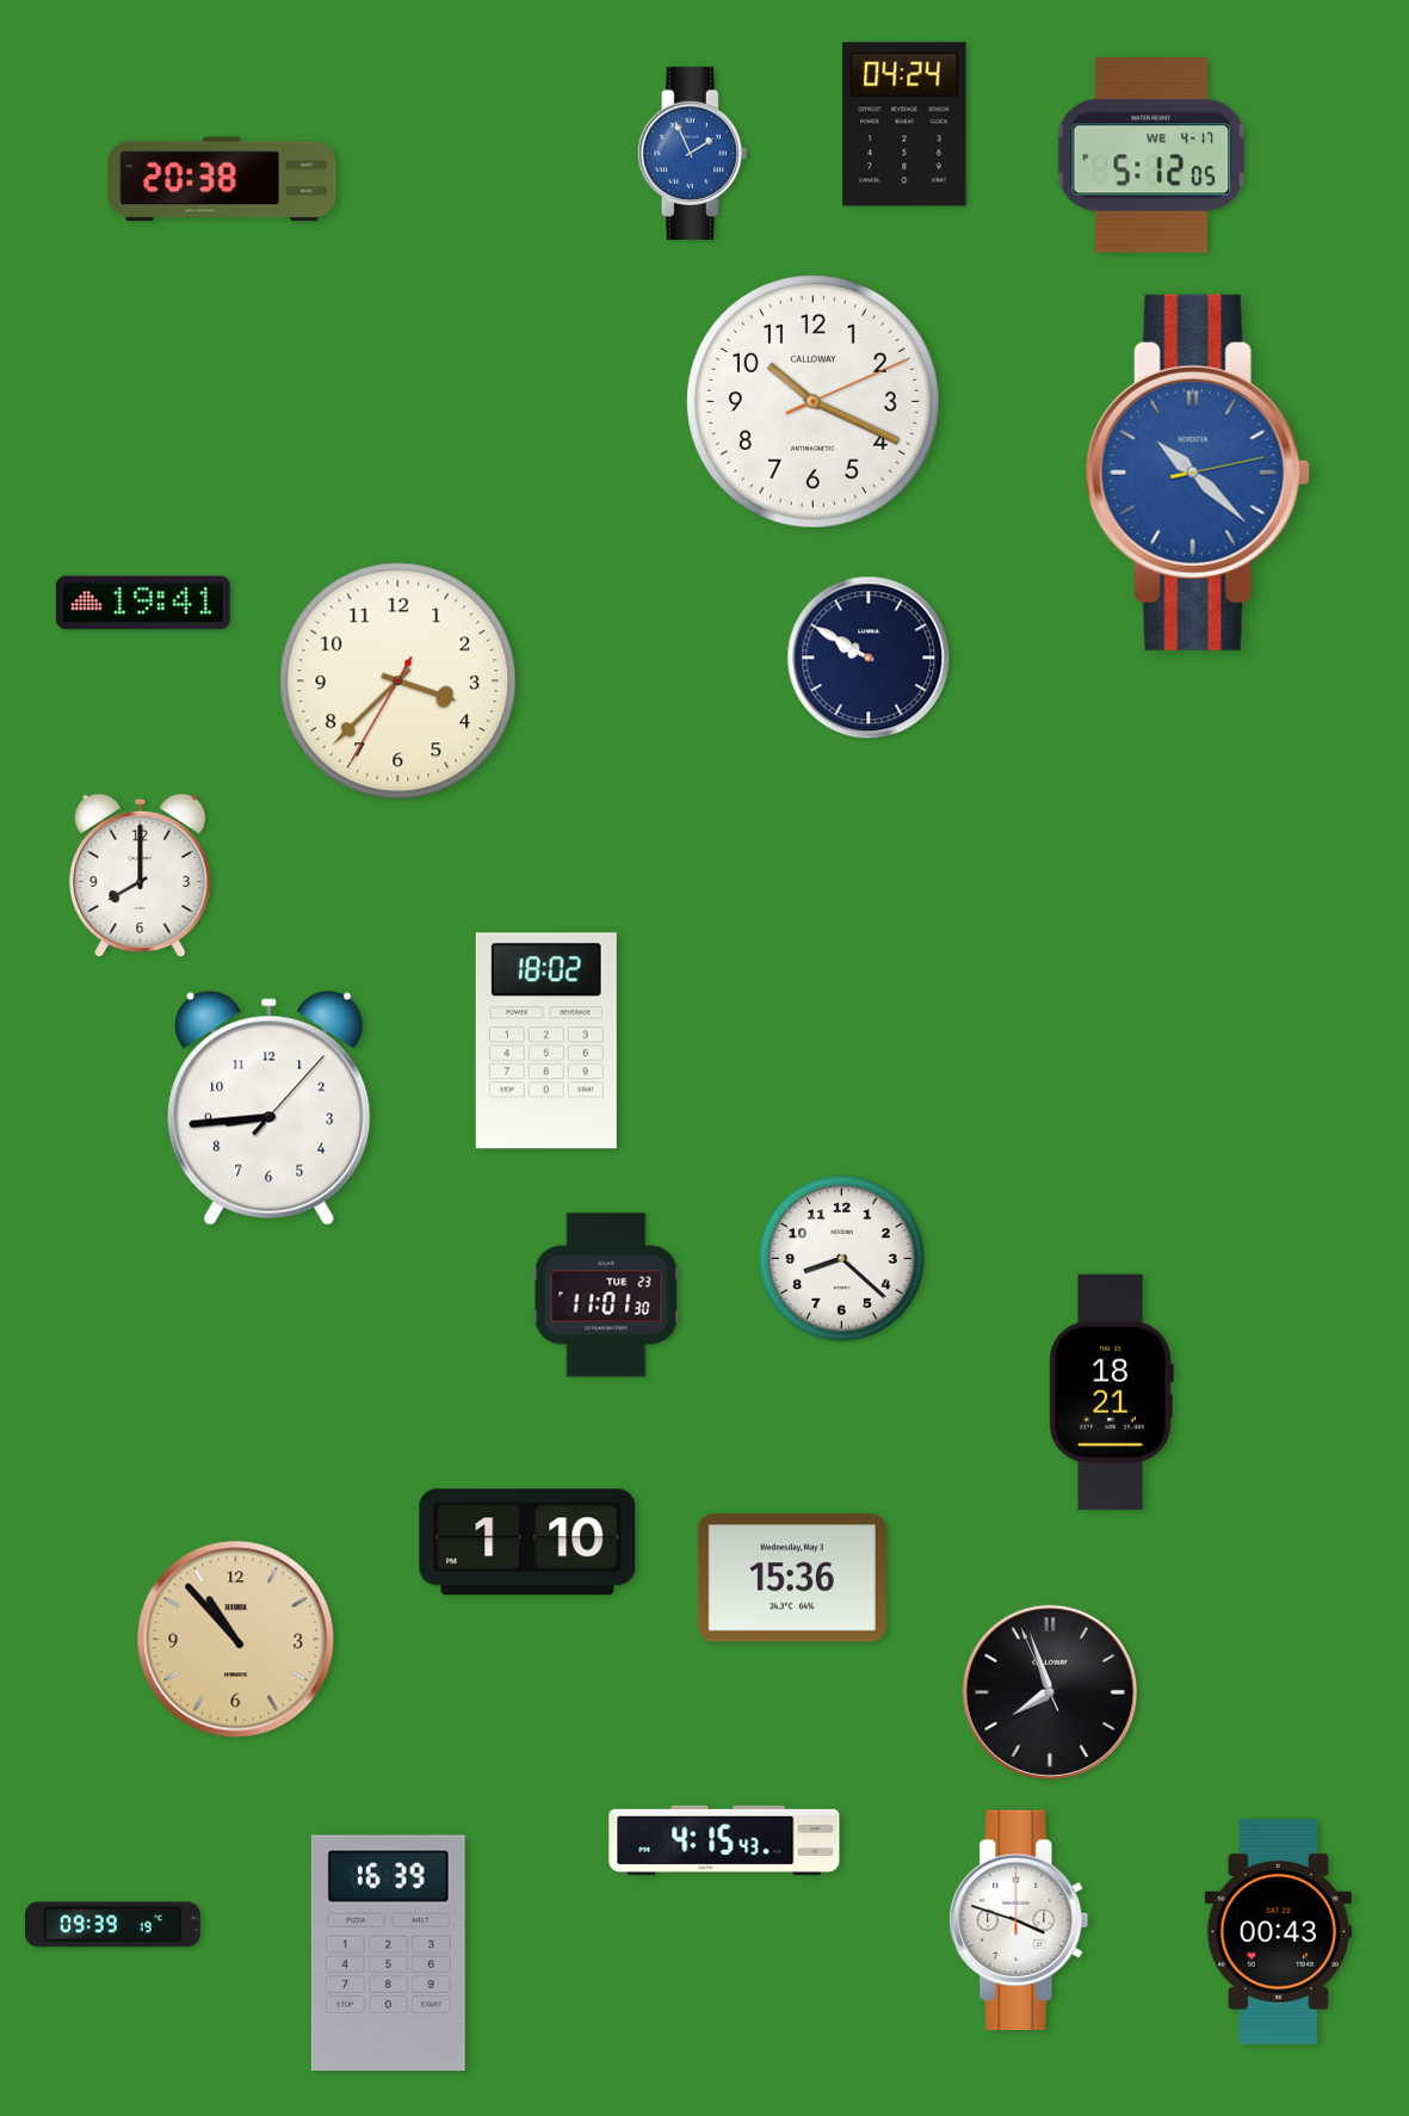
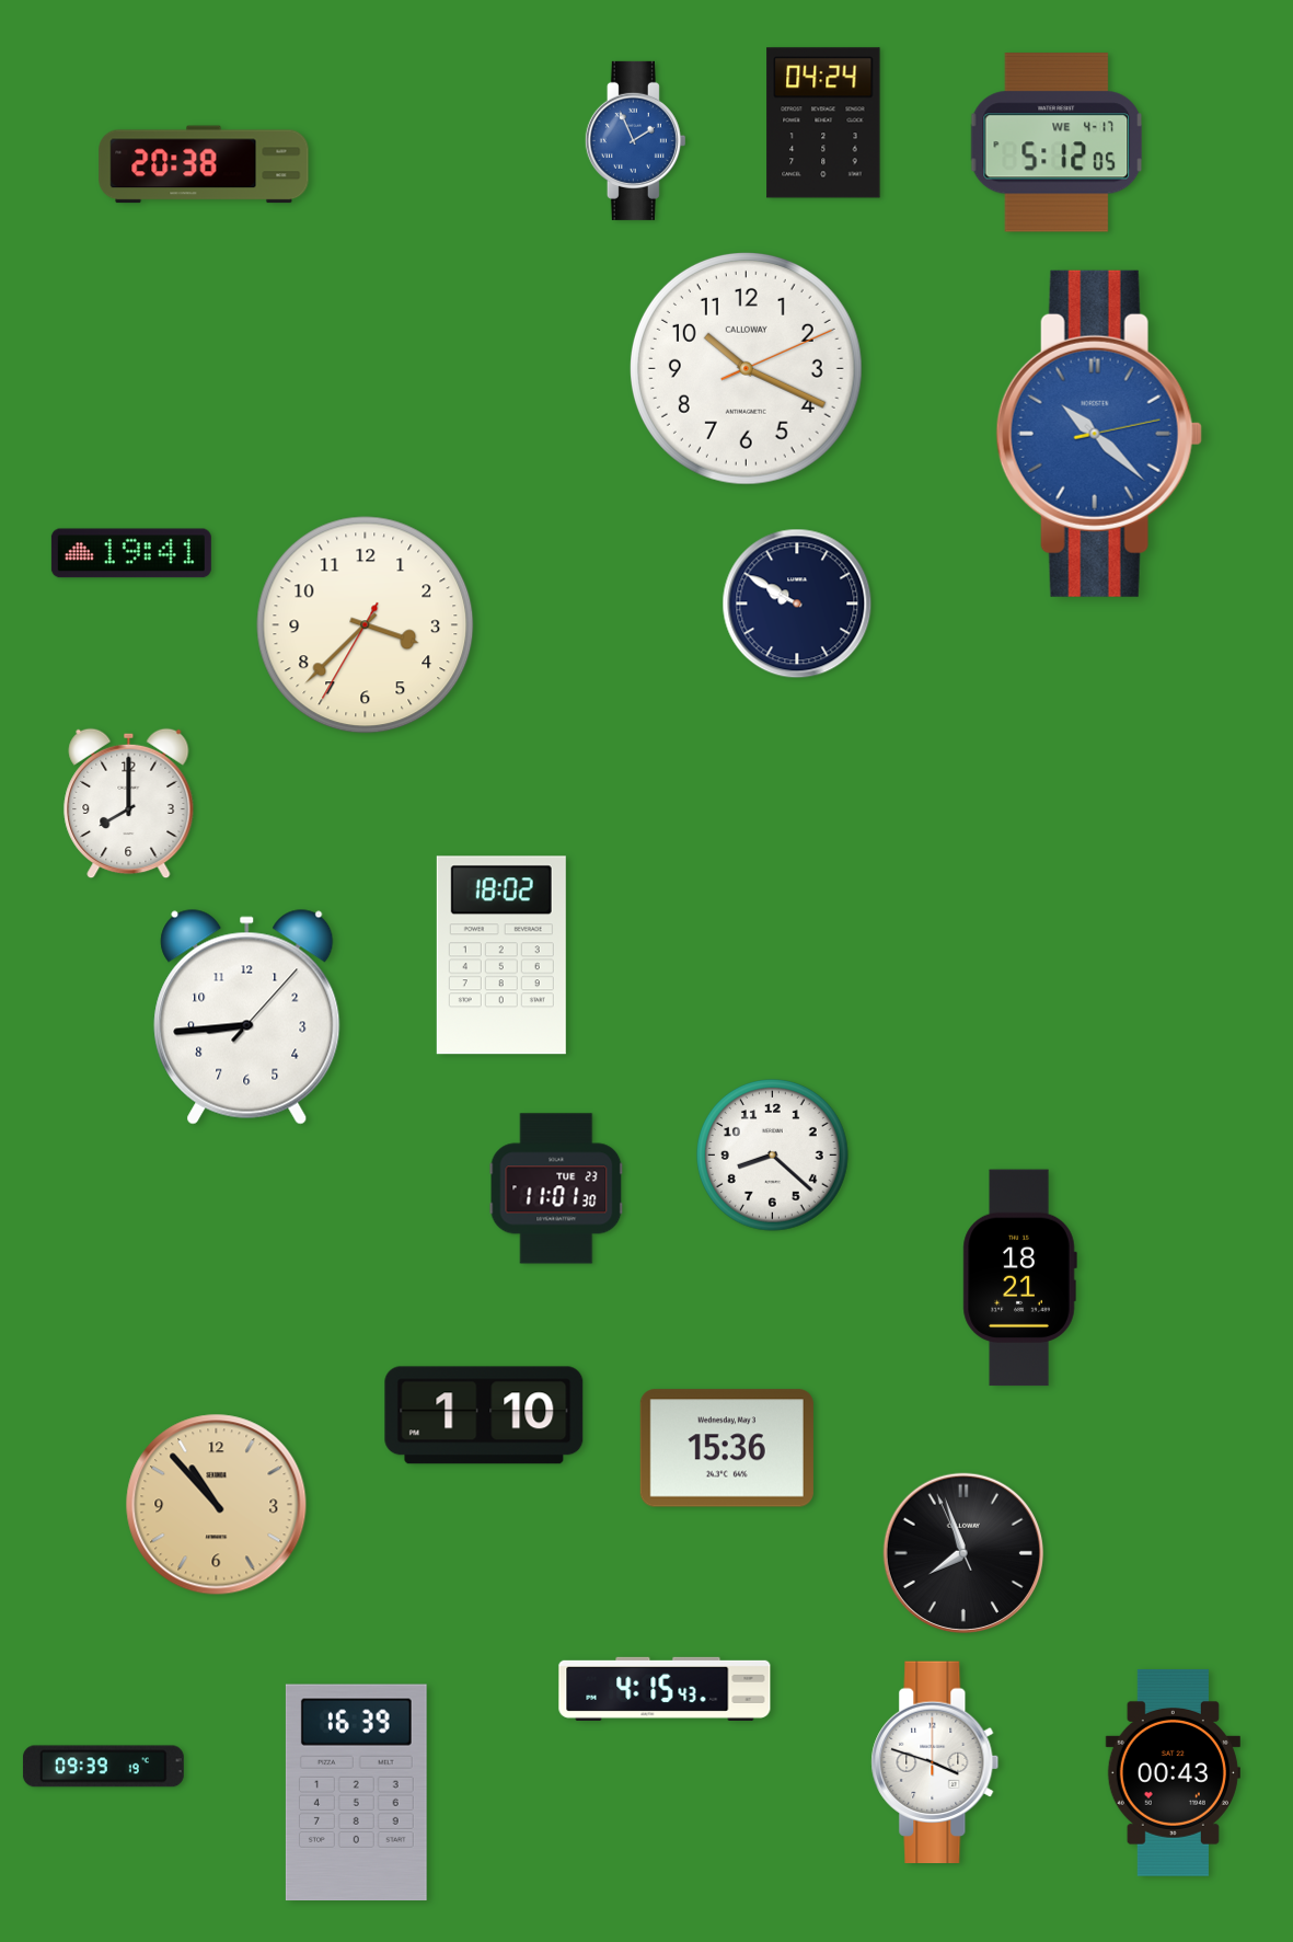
clock at (904, 124) position: (904, 124) -> (823, 123)
